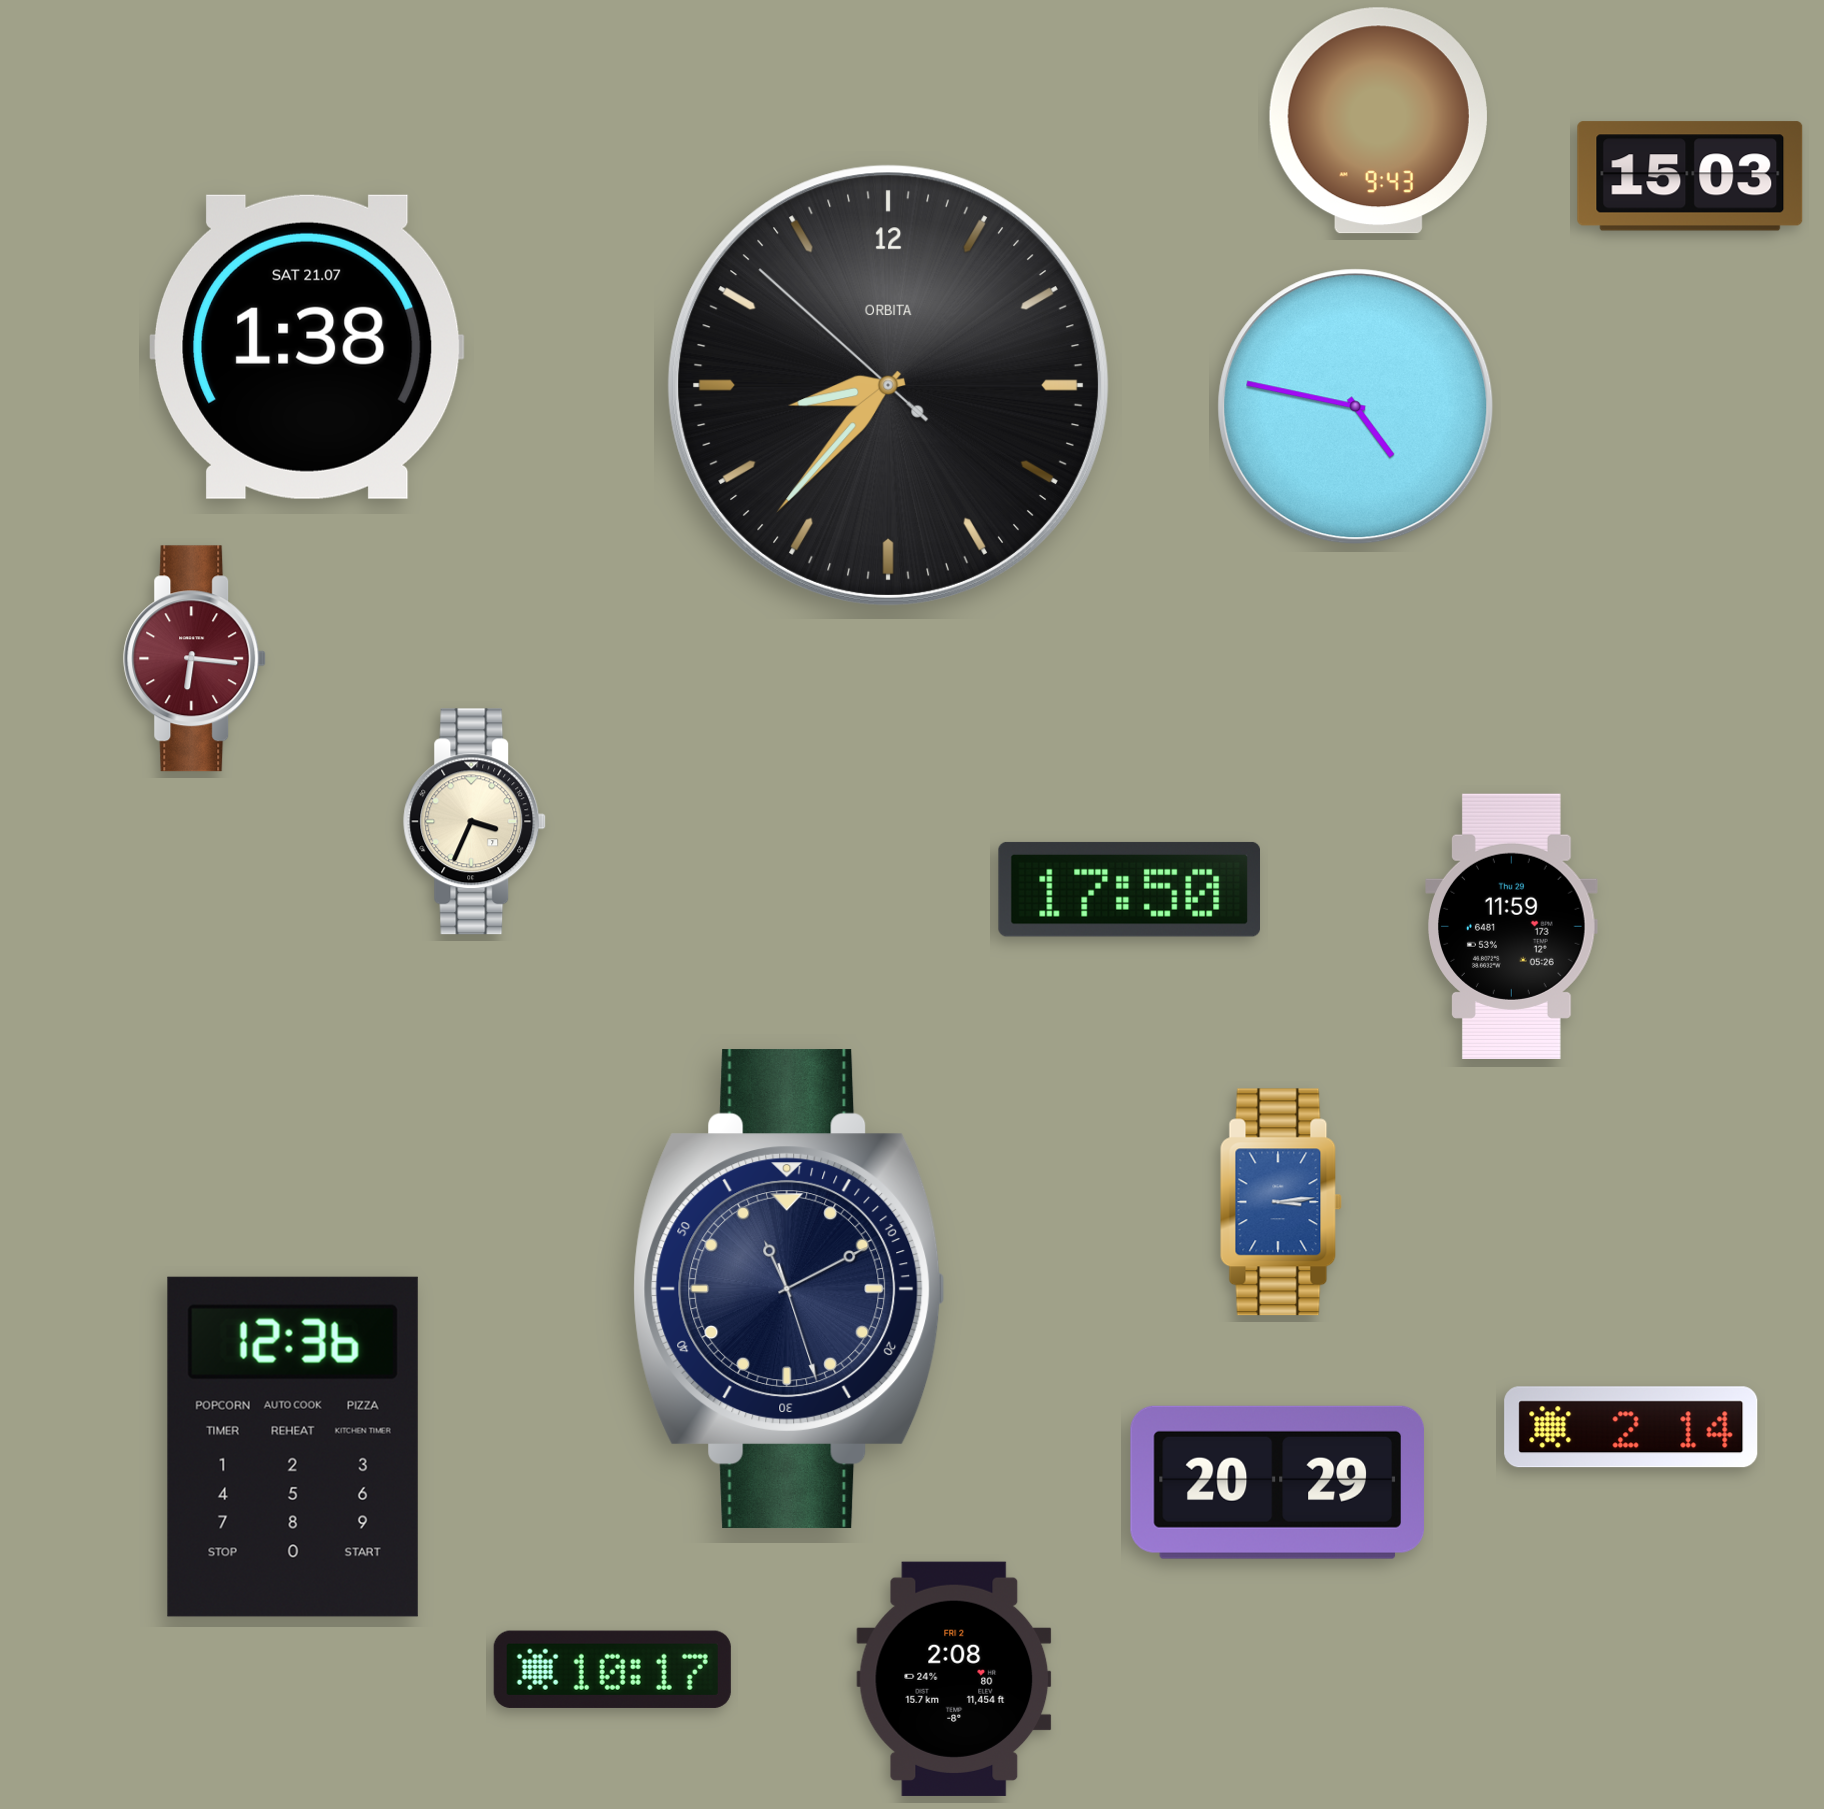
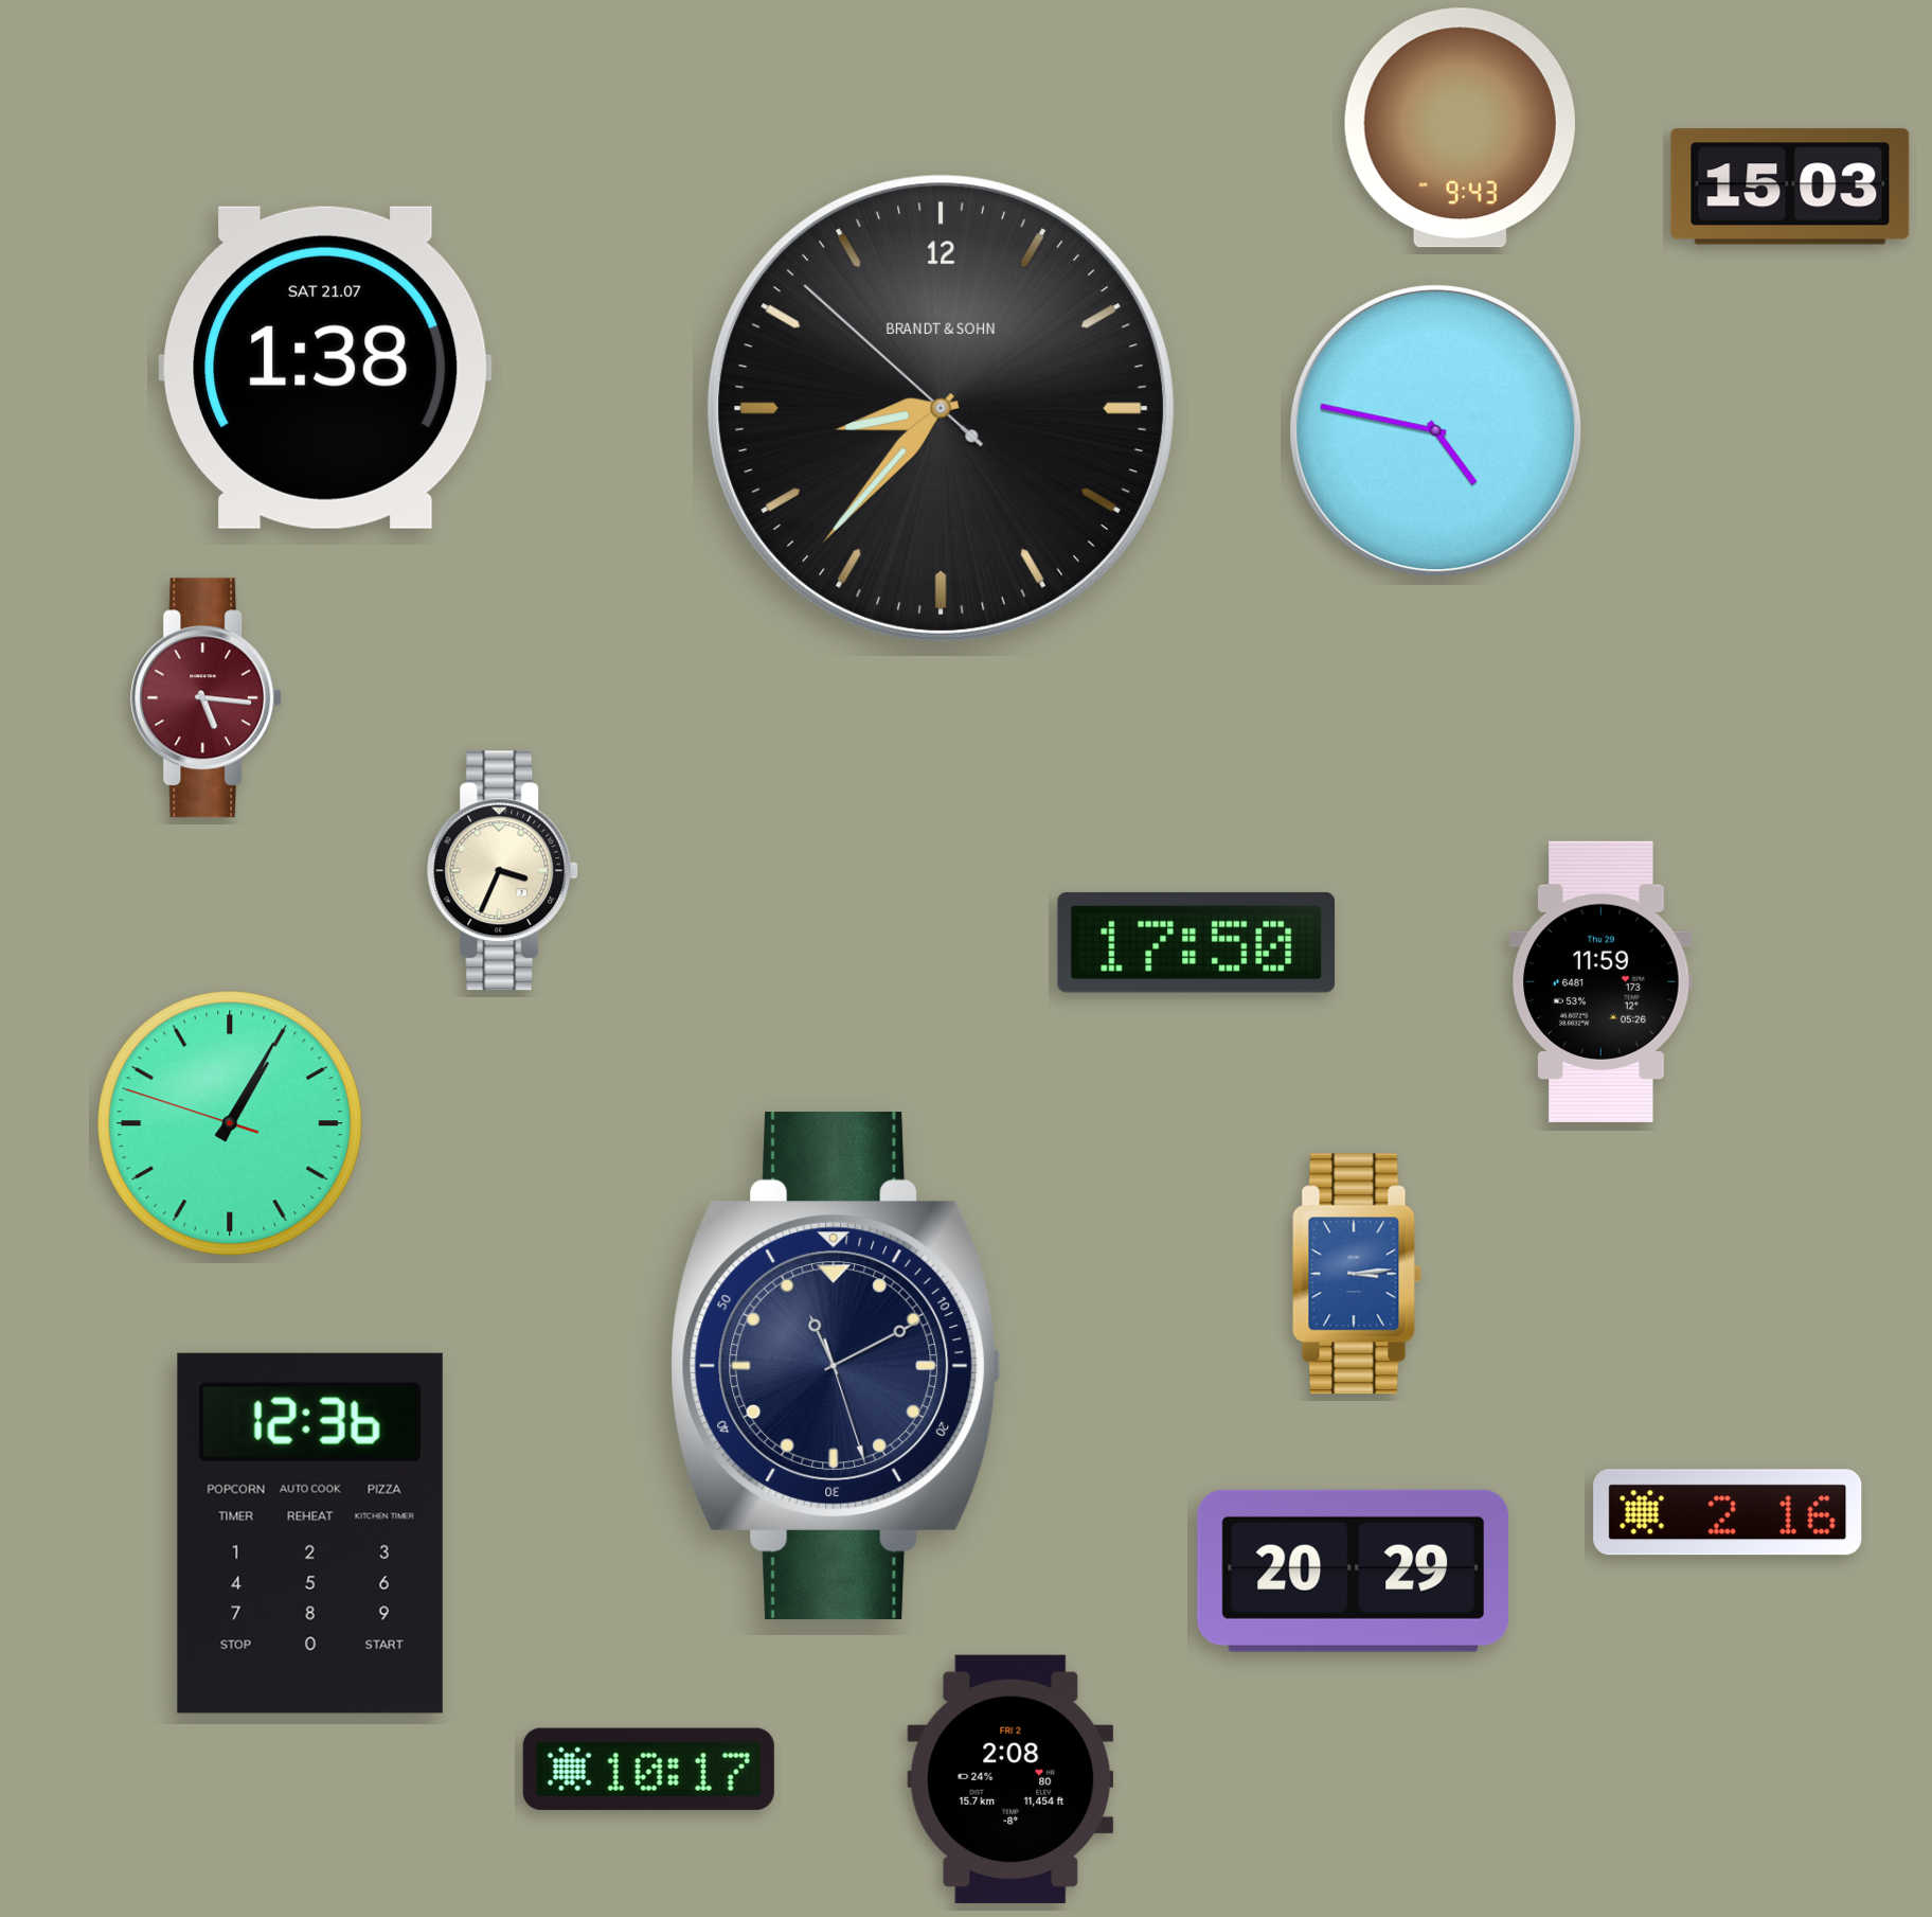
clock at (888, 385) brand: ORBITA -> BRANDT & SOHN
clock at (195, 659): 6:16 -> 5:16
clock at (230, 1123): none -> 1:04
clock at (1631, 1427): 2:14 -> 2:16
